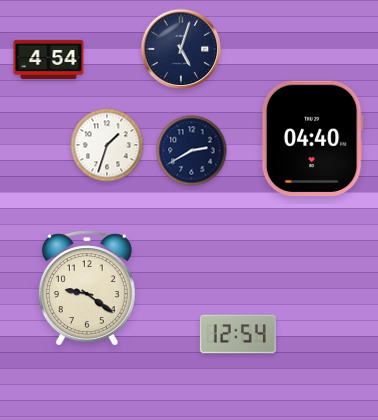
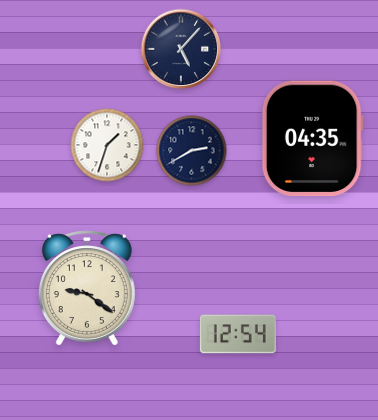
clock at (181, 49): 5:03 -> 5:07
clock at (49, 59): 4:54 -> none
clock at (312, 139): 04:40 -> 04:35
